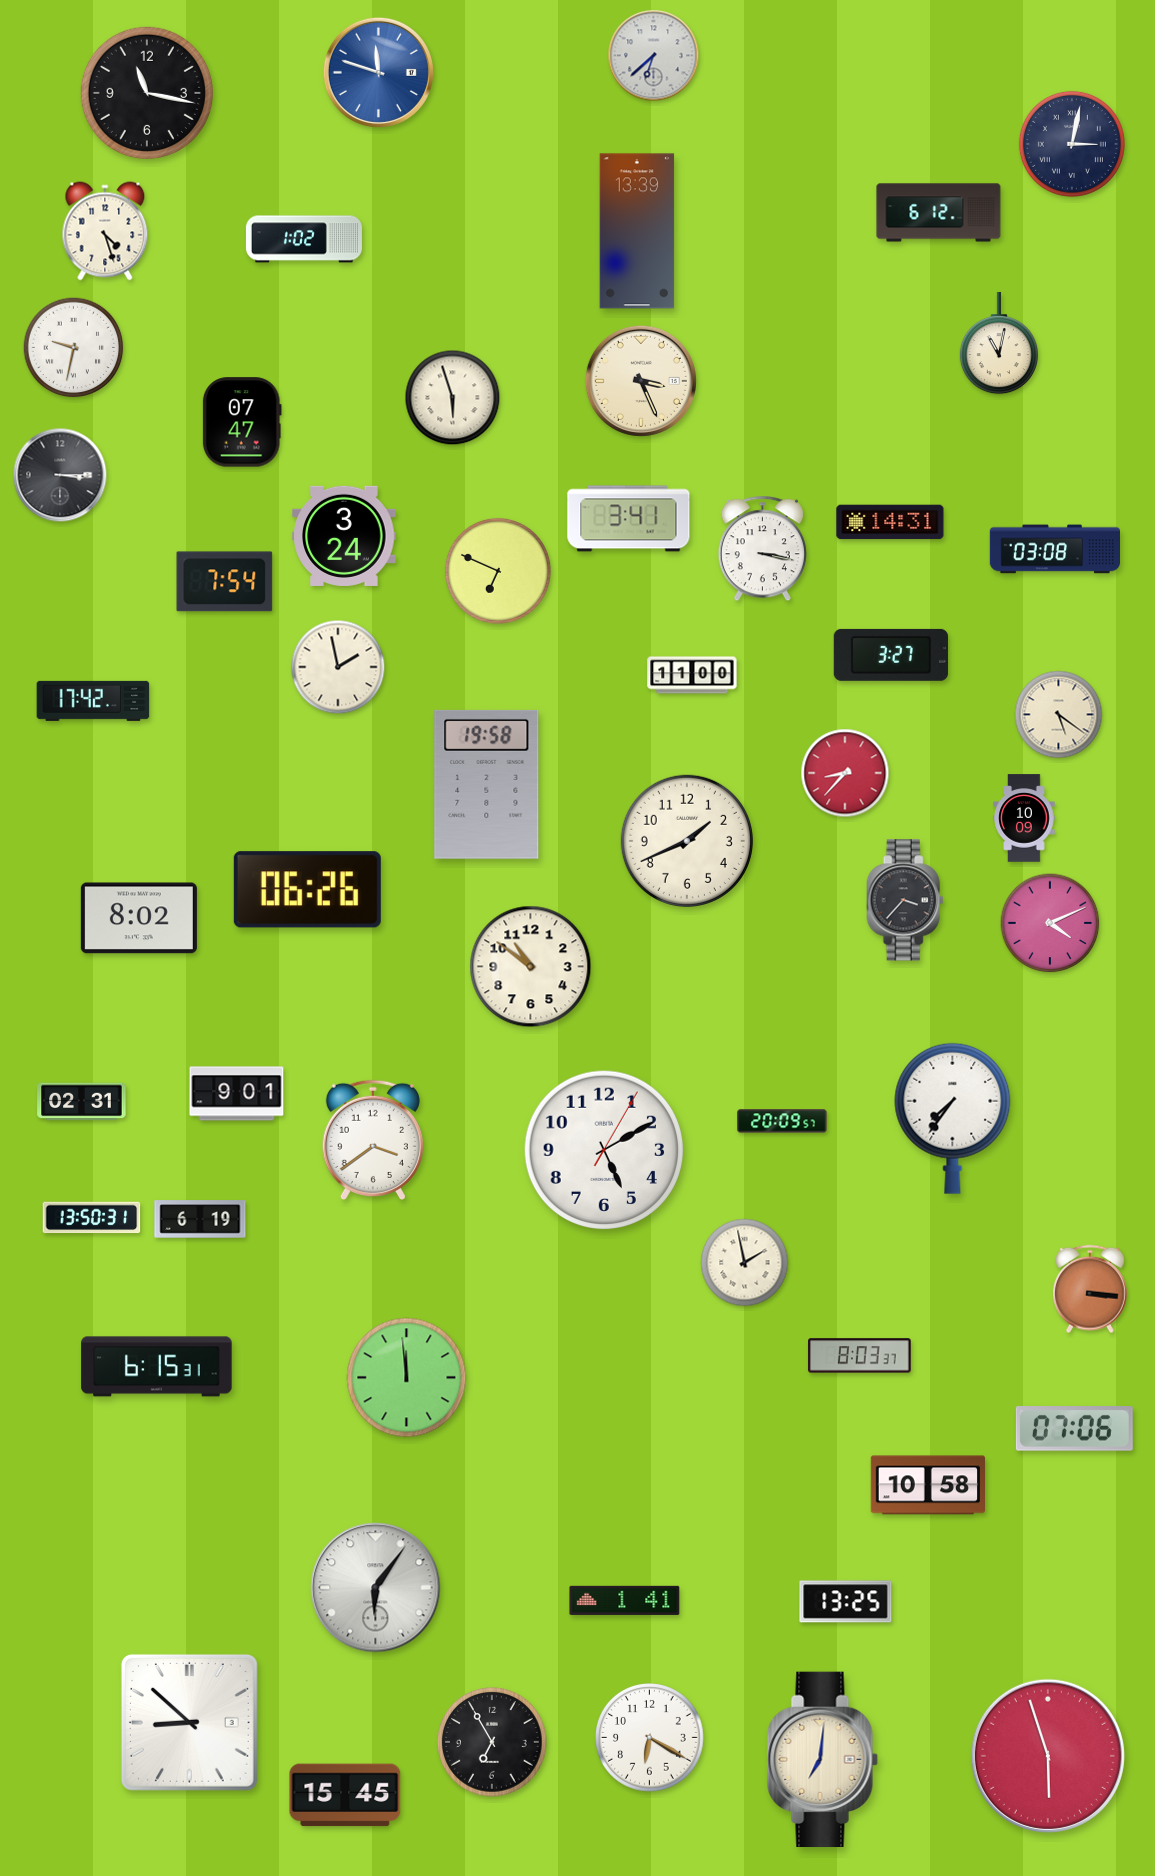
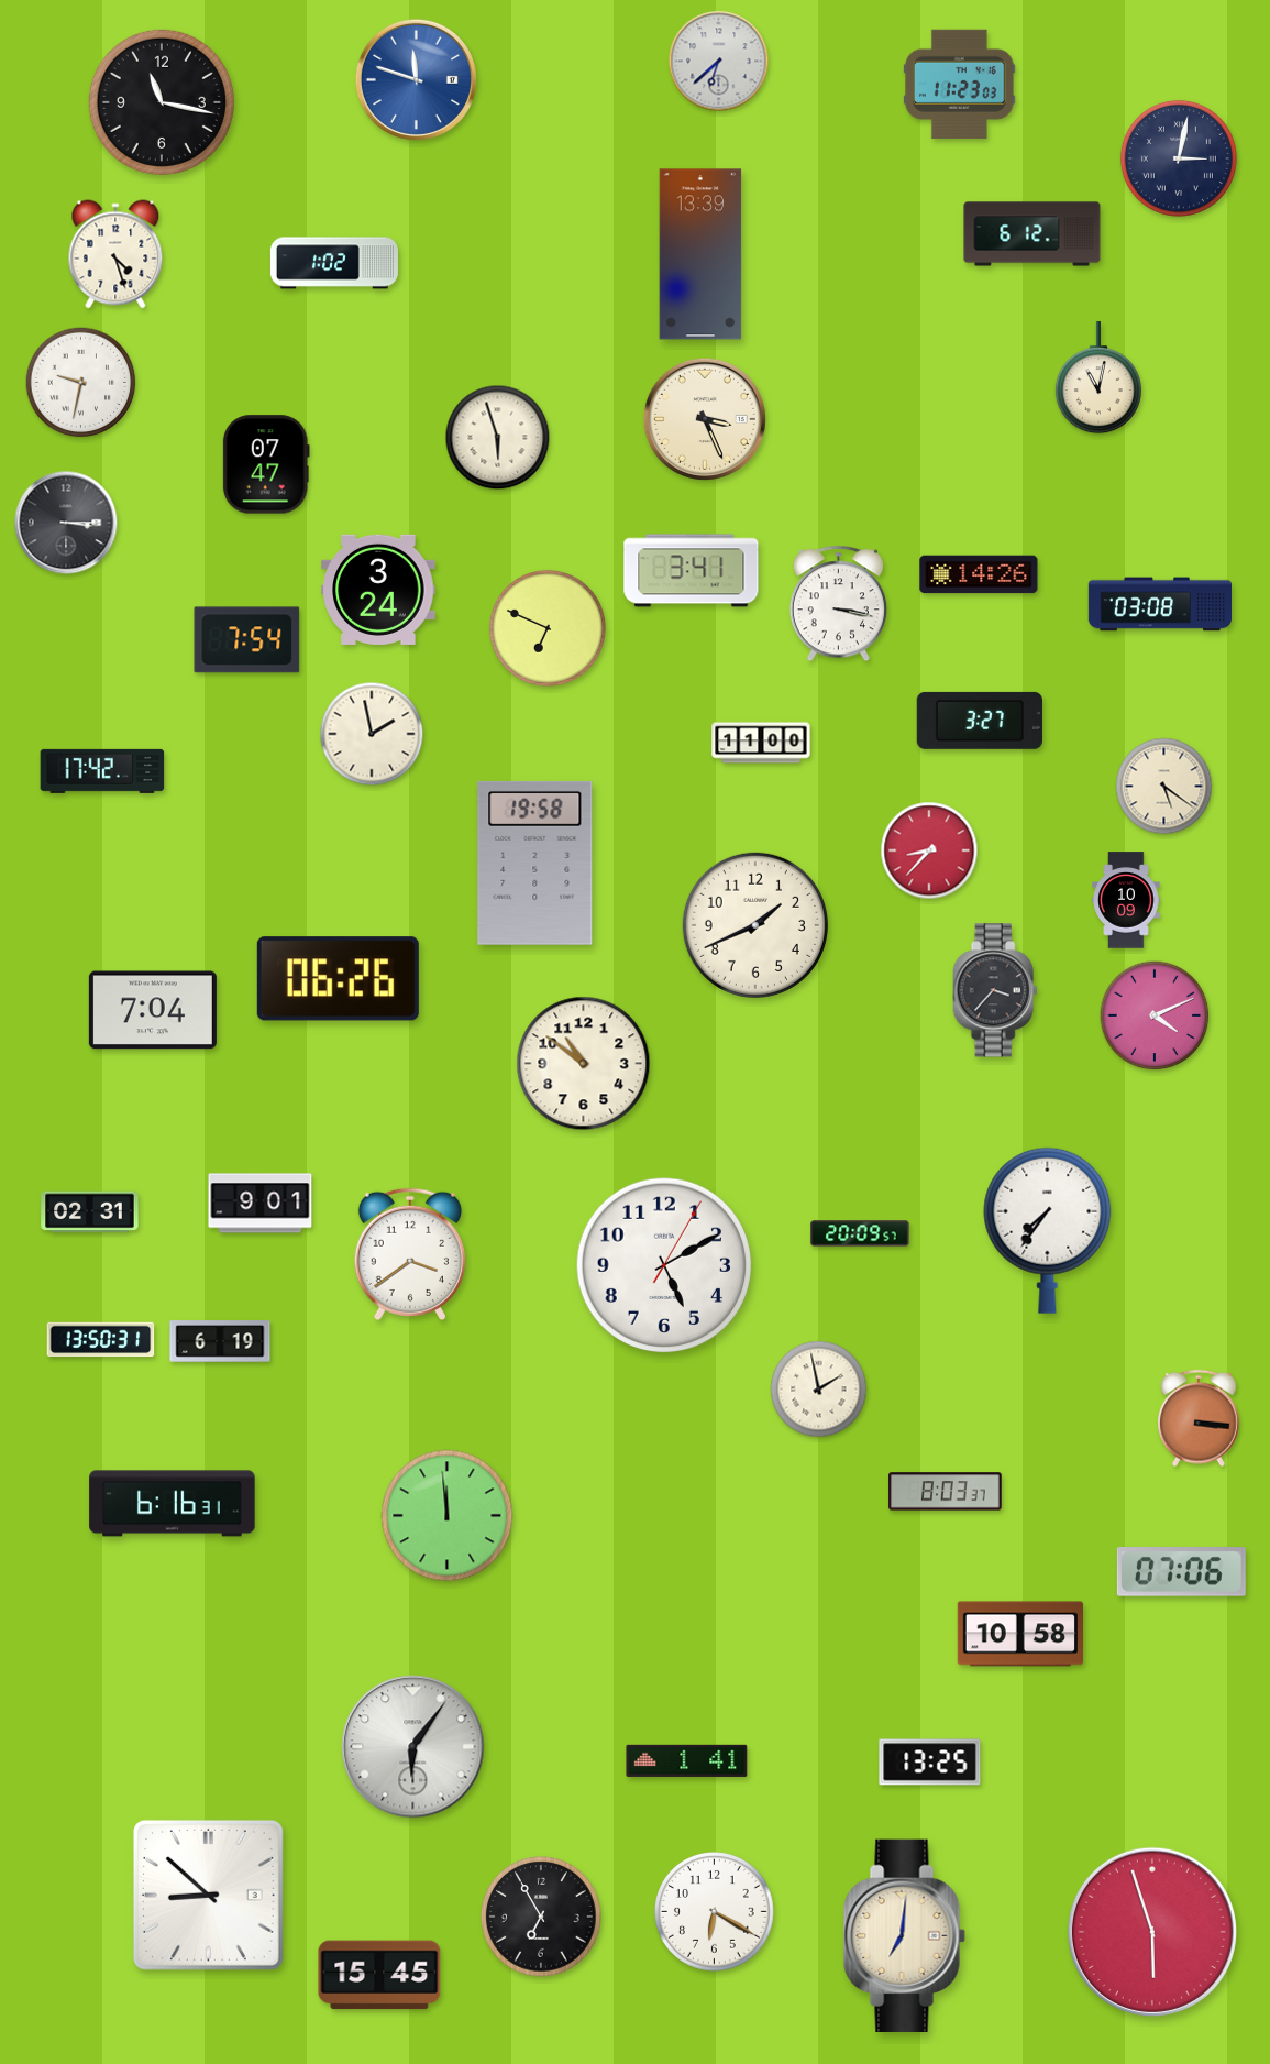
clock at (960, 84): none -> 11:23
clock at (890, 522): 14:31 -> 14:26
clock at (139, 918): 8:02 -> 7:04
clock at (157, 1367): 6:15 -> 6:16
